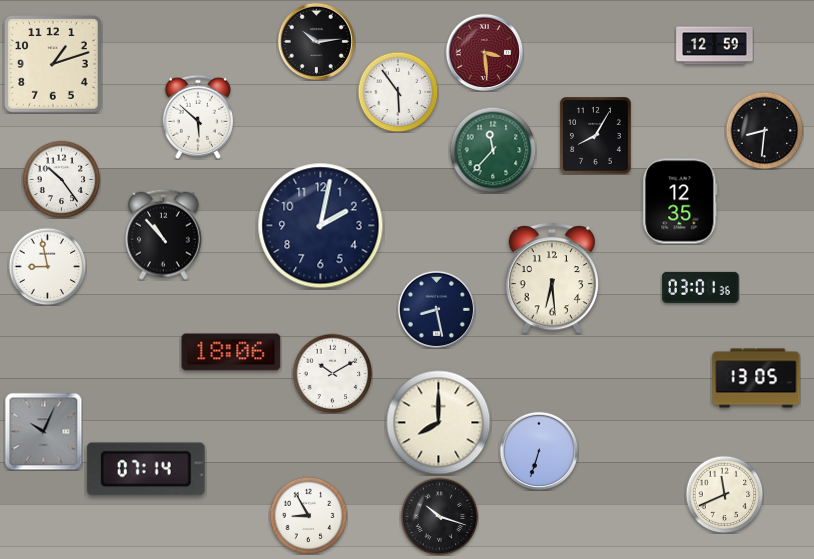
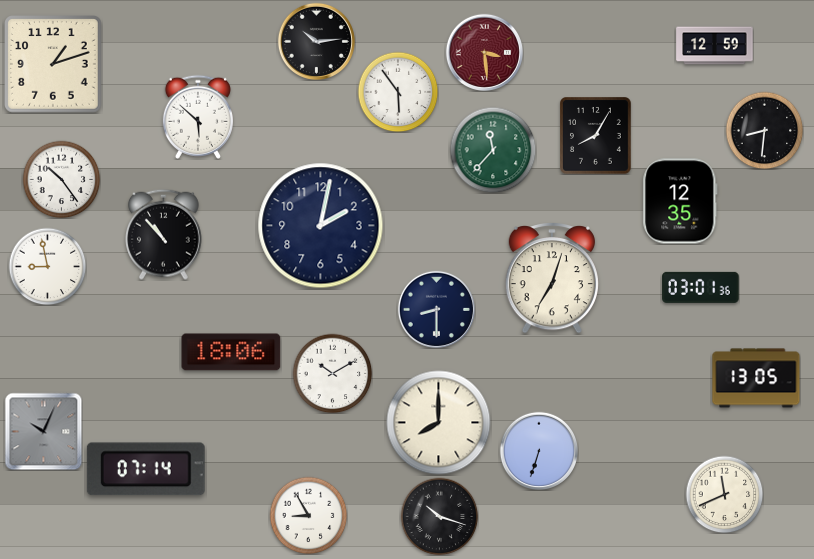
clock at (552, 279): 6:29 -> 7:03
clock at (436, 309): 8:28 -> 8:30
